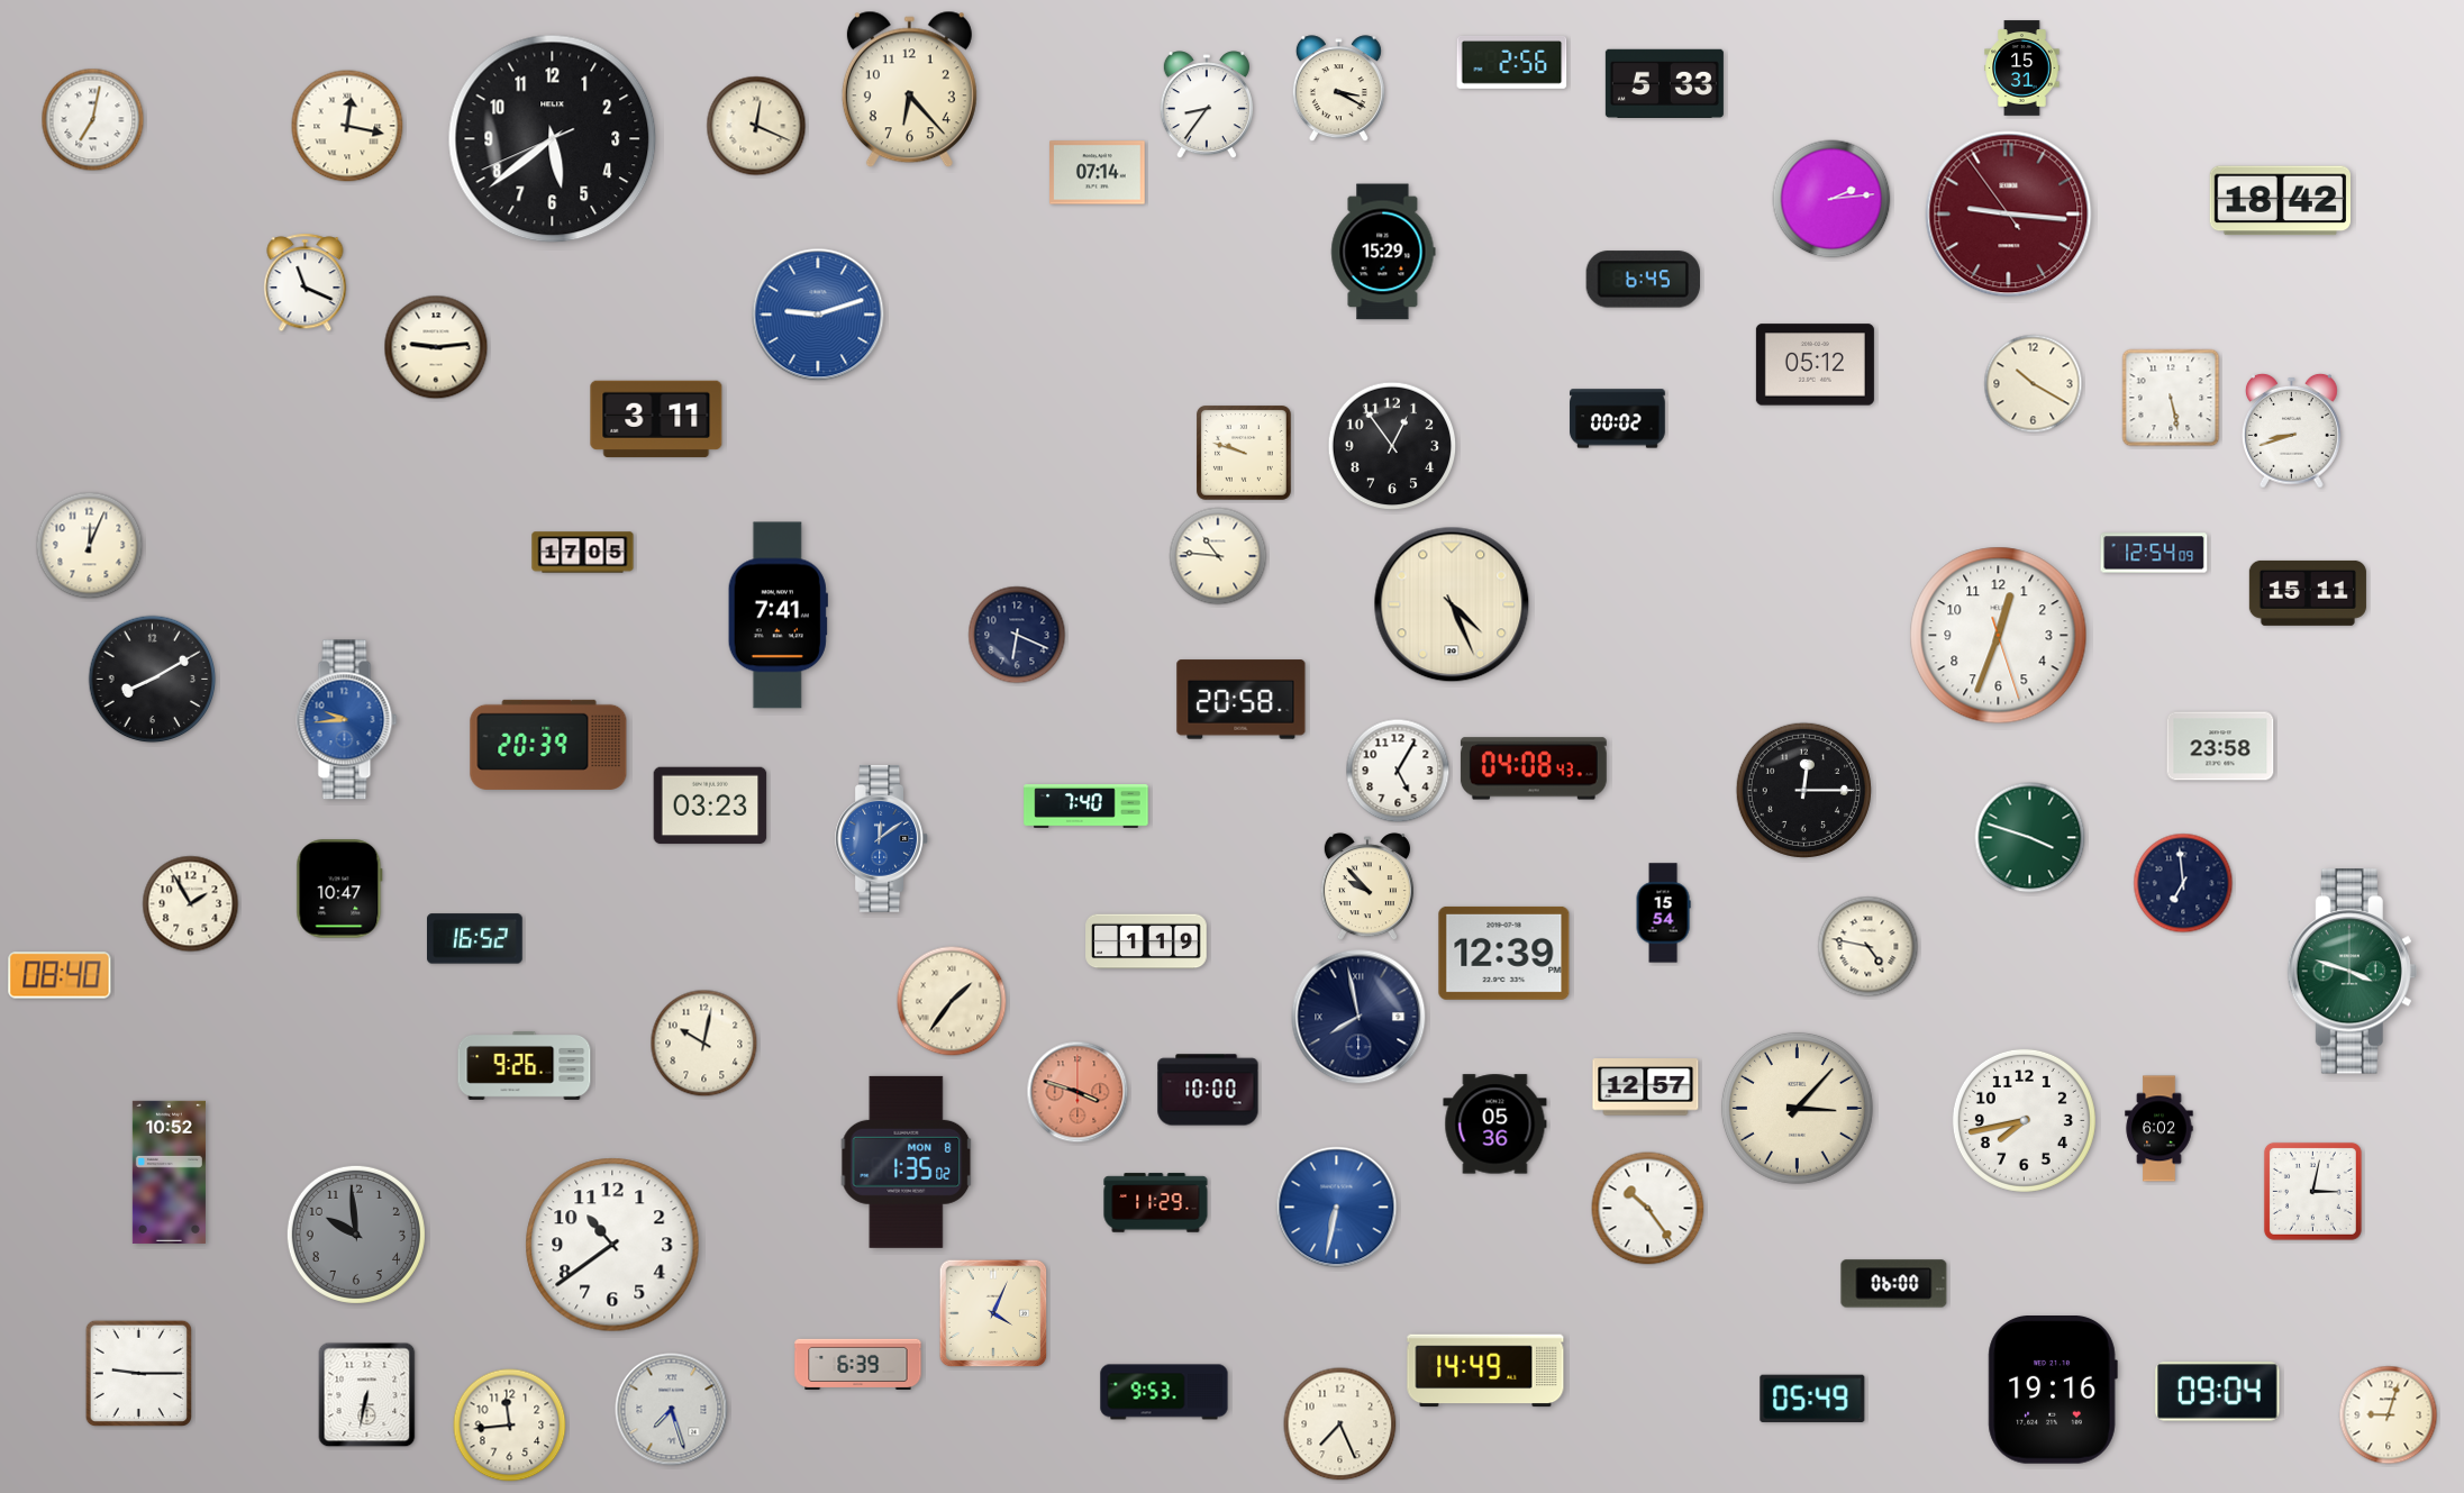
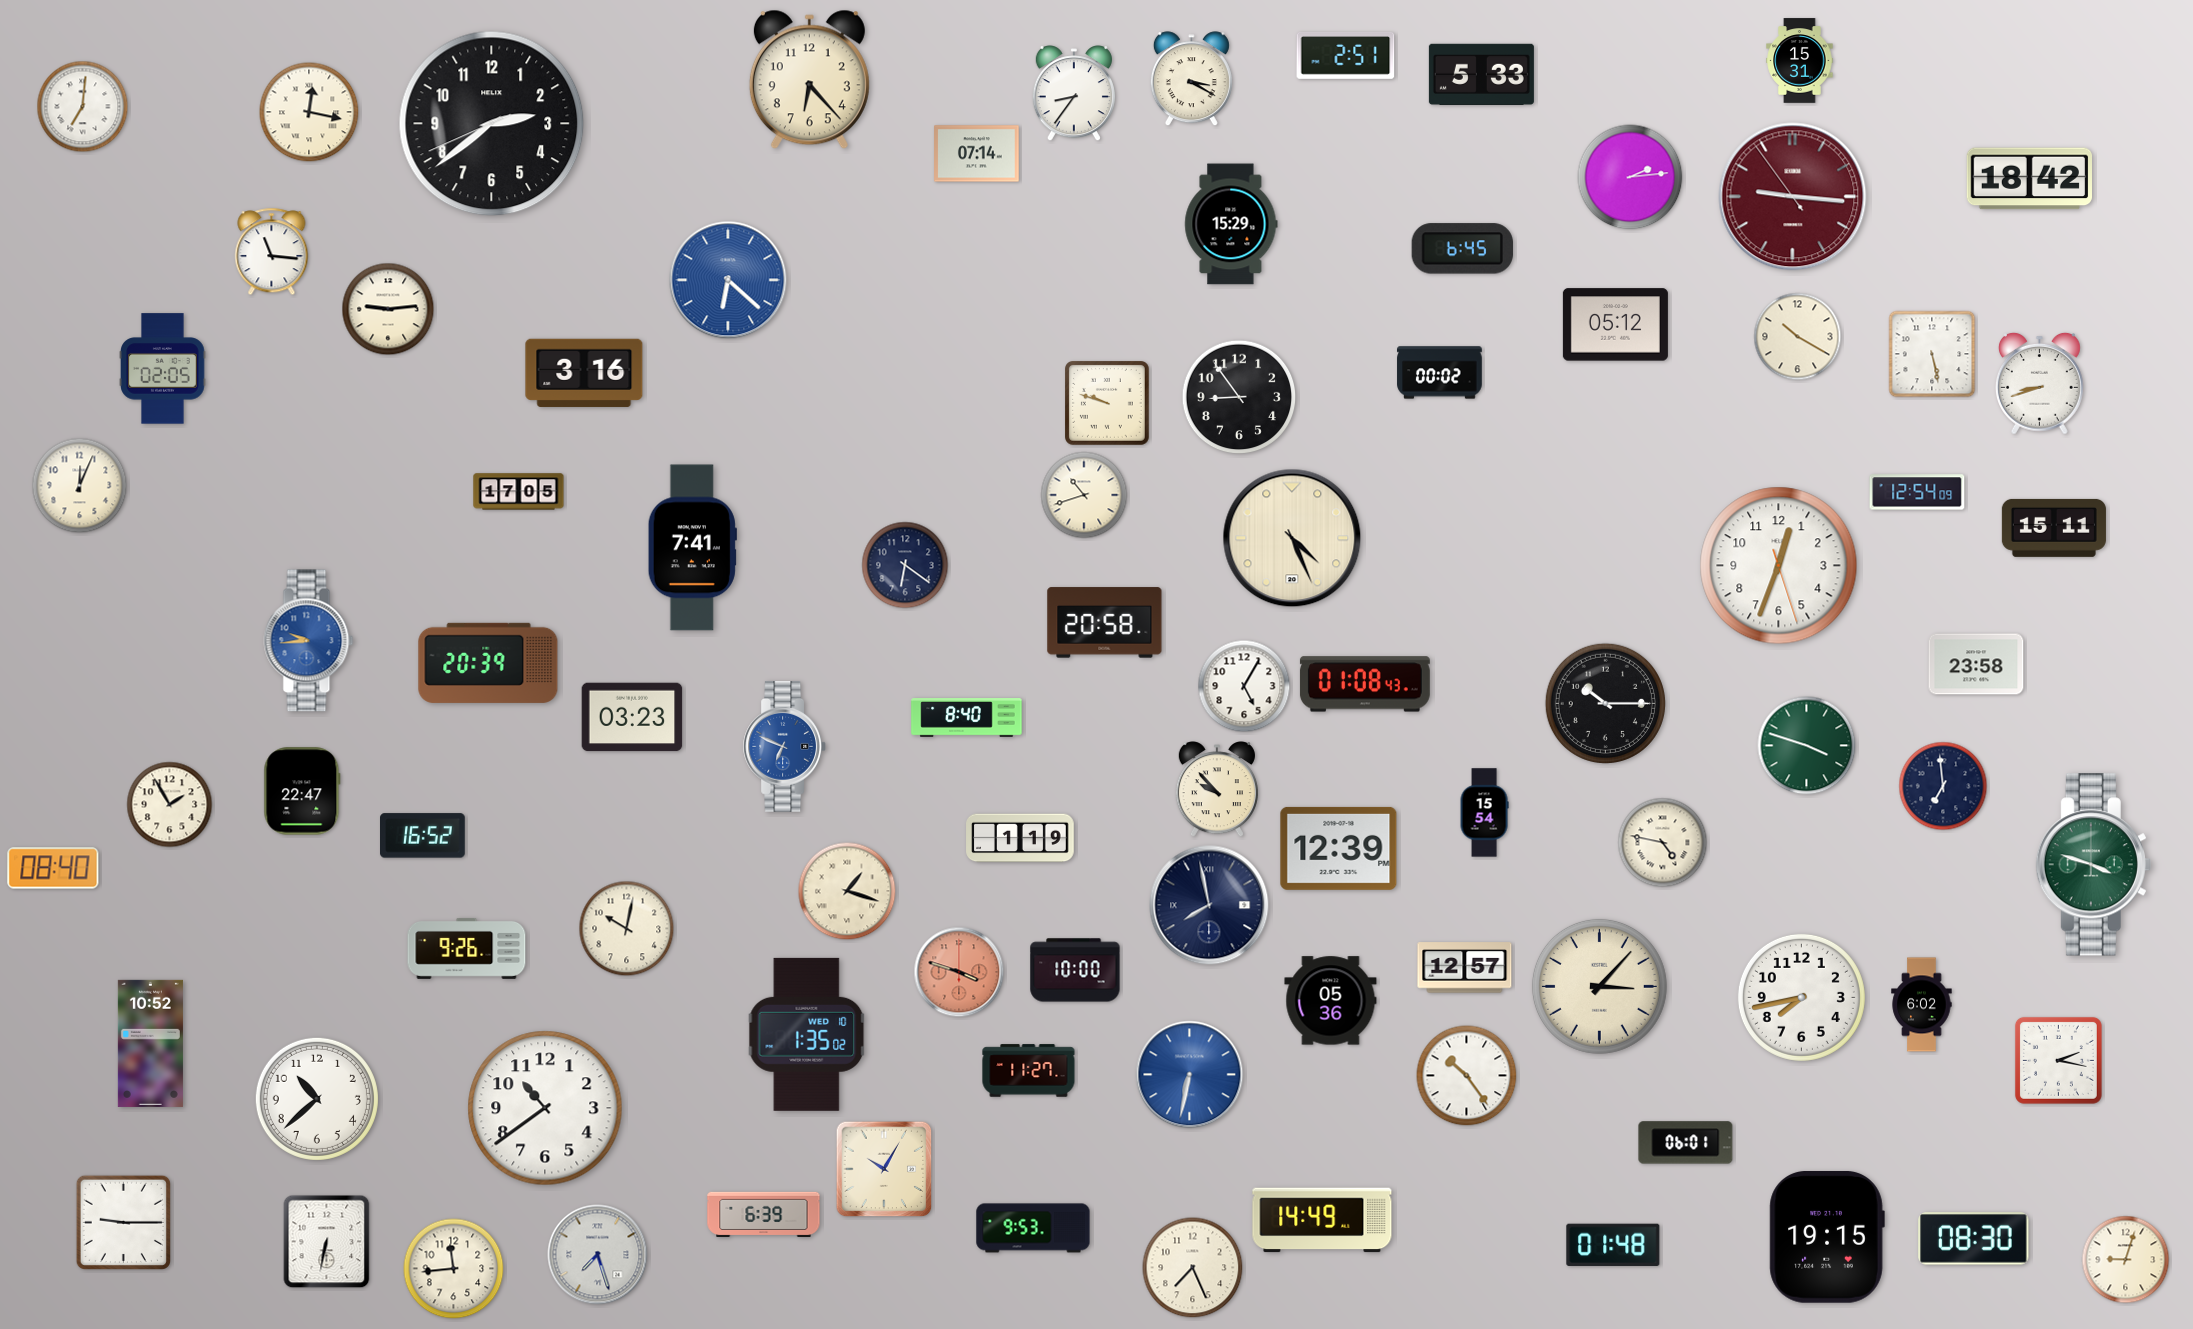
clock at (1512, 62): 2:56 -> 2:51
clock at (93, 120): 7:02 -> 7:01
clock at (756, 126): 12:19 -> none
clock at (553, 139): 5:38 -> 2:38
clock at (2009, 215) position: (2009, 215) -> (1793, 197)
clock at (306, 283): 11:19 -> 11:16
clock at (818, 315): 9:12 -> 6:22
clock at (2034, 384) position: (2034, 384) -> (1798, 337)
clock at (163, 369): none -> 02:05
clock at (656, 419): 3:11 -> 3:16
clock at (1392, 446): 12:54 -> 8:54
clock at (1218, 556): 10:46 -> 10:42
clock at (1017, 635): 6:19 -> 6:21
clock at (153, 680): 8:10 -> none
clock at (1534, 768): 04:08 -> 01:08
clock at (1803, 790): 12:15 -> 10:15
clock at (1086, 807): 7:40 -> 8:40
clock at (881, 839): 12:09 -> 6:49
clock at (339, 889): 10:47 -> 22:47
clock at (1663, 913) position: (1663, 913) -> (1484, 813)
clock at (952, 1001): 1:36 -> 1:18
clock at (907, 1162) date: MON 8 -> WED 10
clock at (2312, 1191): 3:02 -> 2:17
clock at (1156, 1203): 11:29 -> 11:27
clock at (356, 1235): 9:59 -> 10:38
clock at (356, 1235) dial: grey -> white
clock at (1894, 1284): 06:00 -> 06:01
clock at (993, 1313): 4:04 -> 10:05
clock at (2053, 1391): 19:16 -> 19:15
clock at (1164, 1392) position: (1164, 1392) -> (1033, 1228)
clock at (2218, 1392): 09:04 -> 08:30
clock at (1812, 1399): 05:49 -> 01:48
